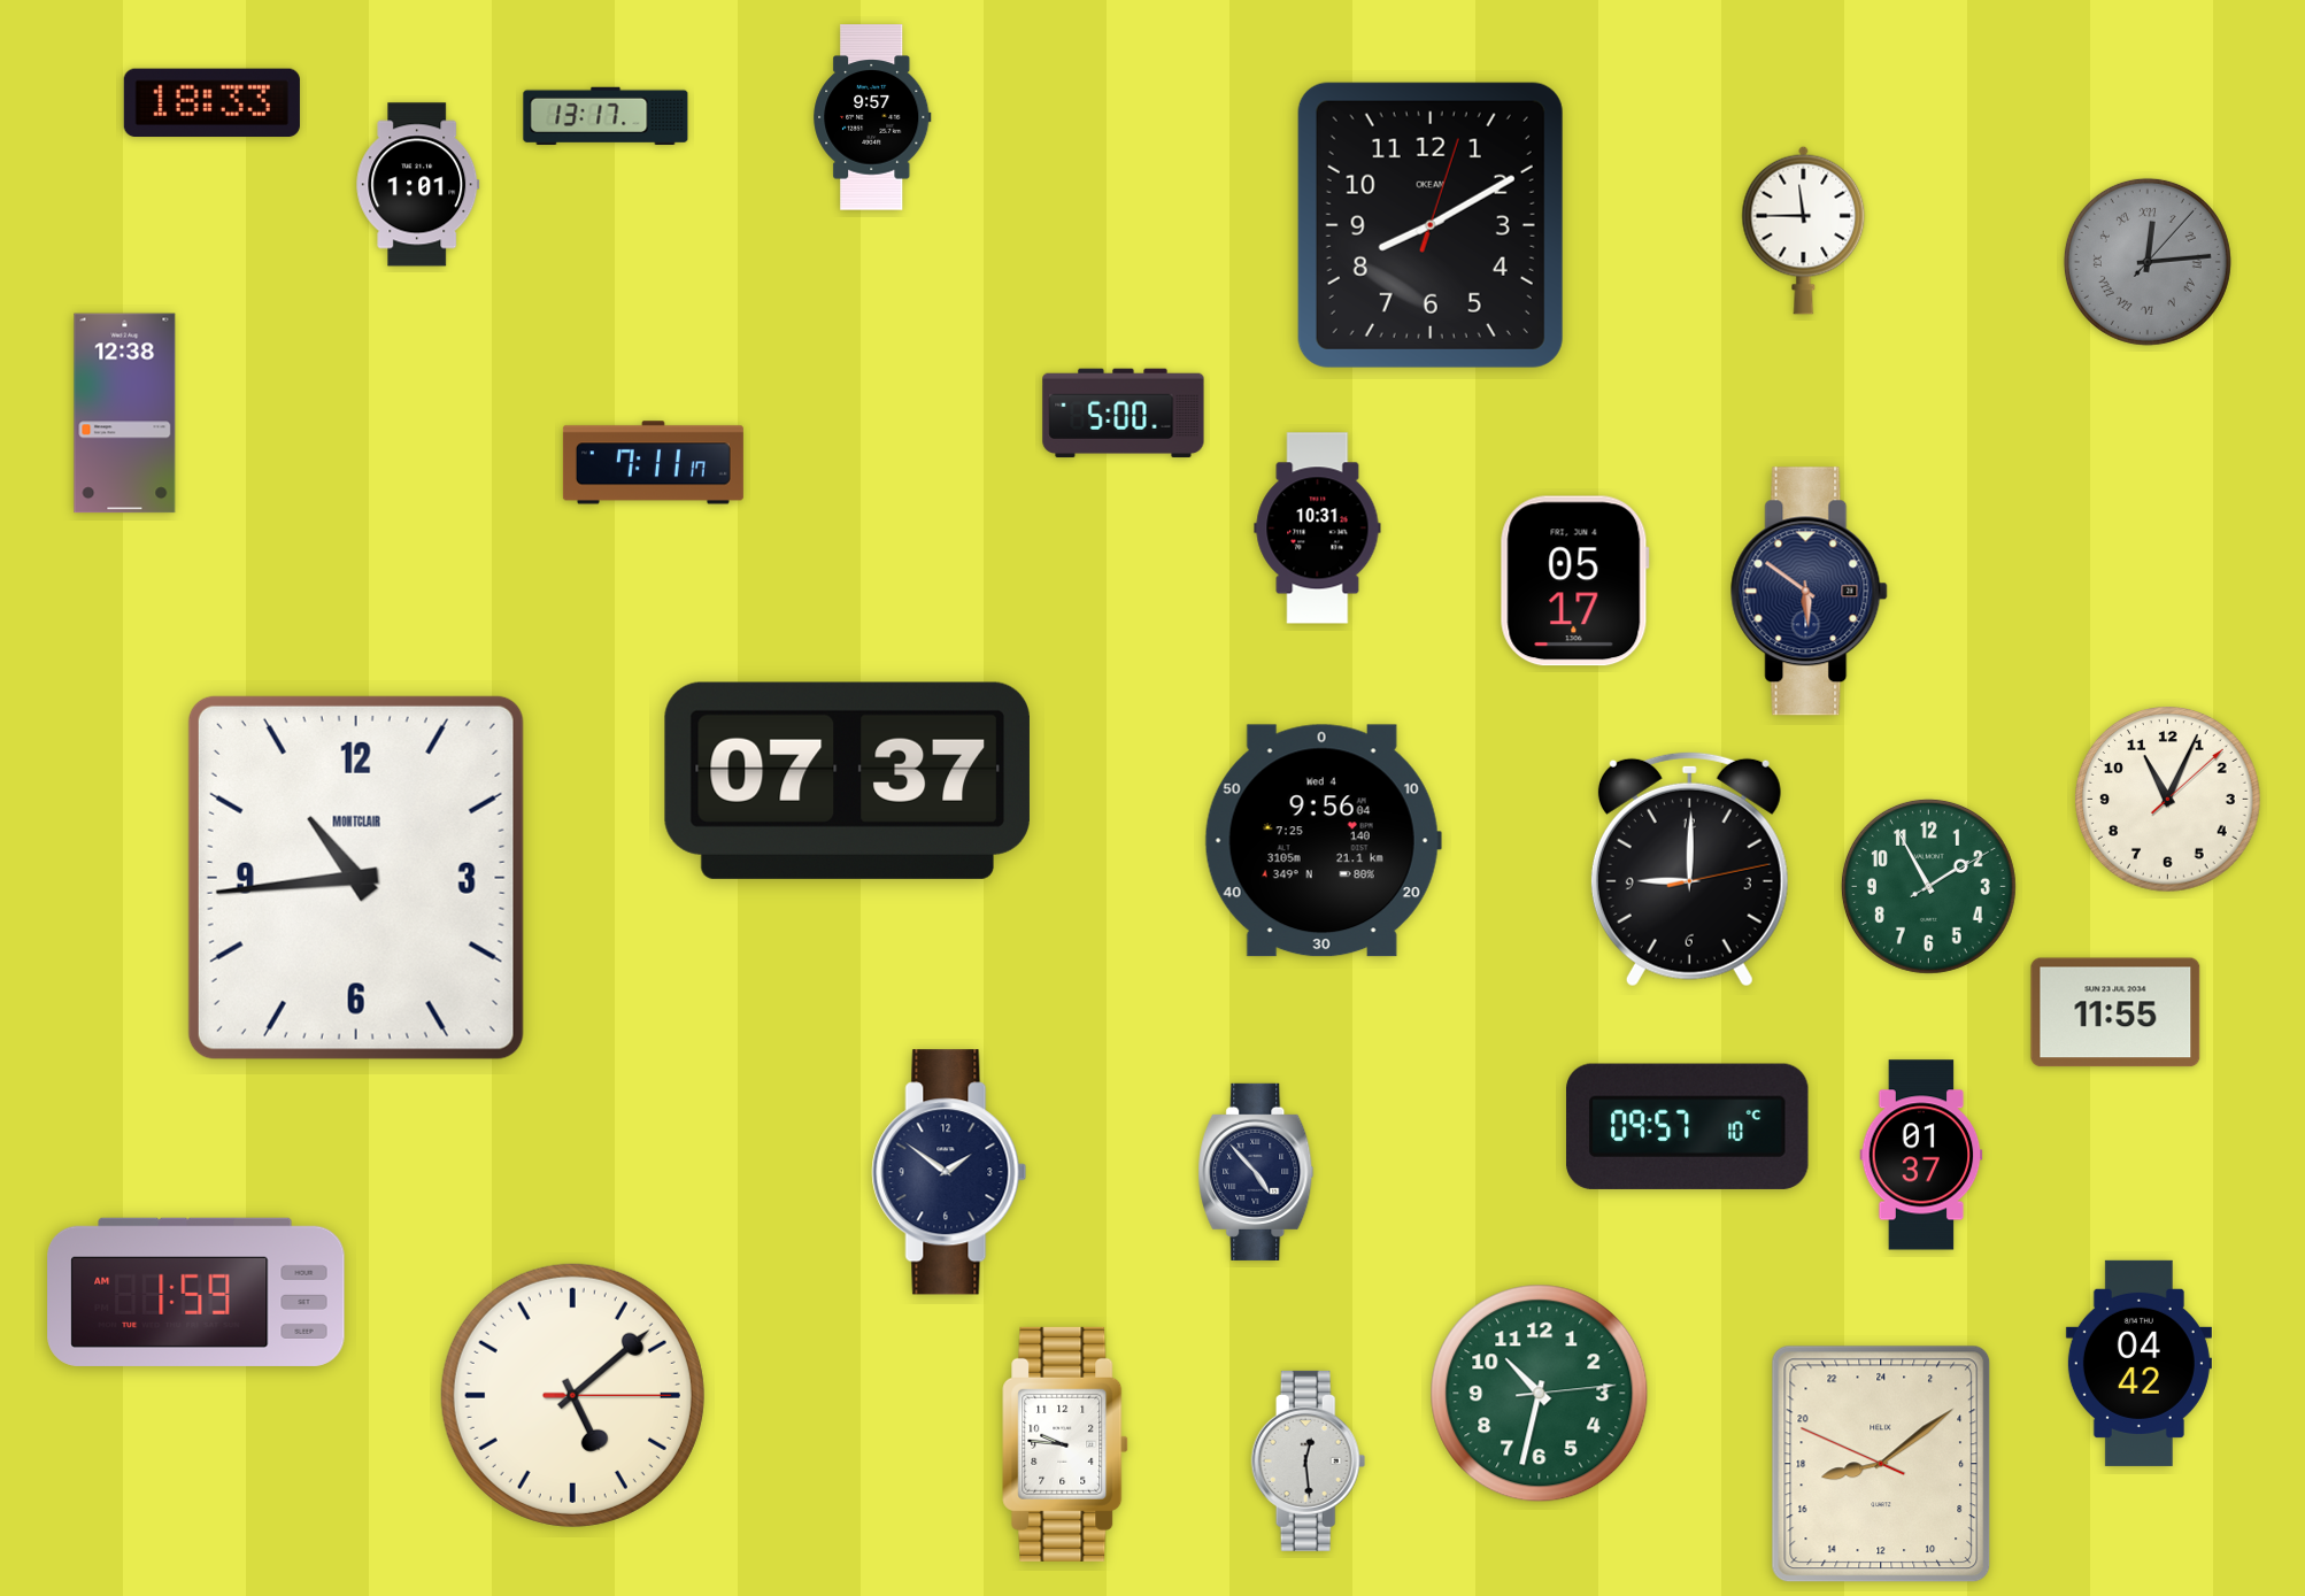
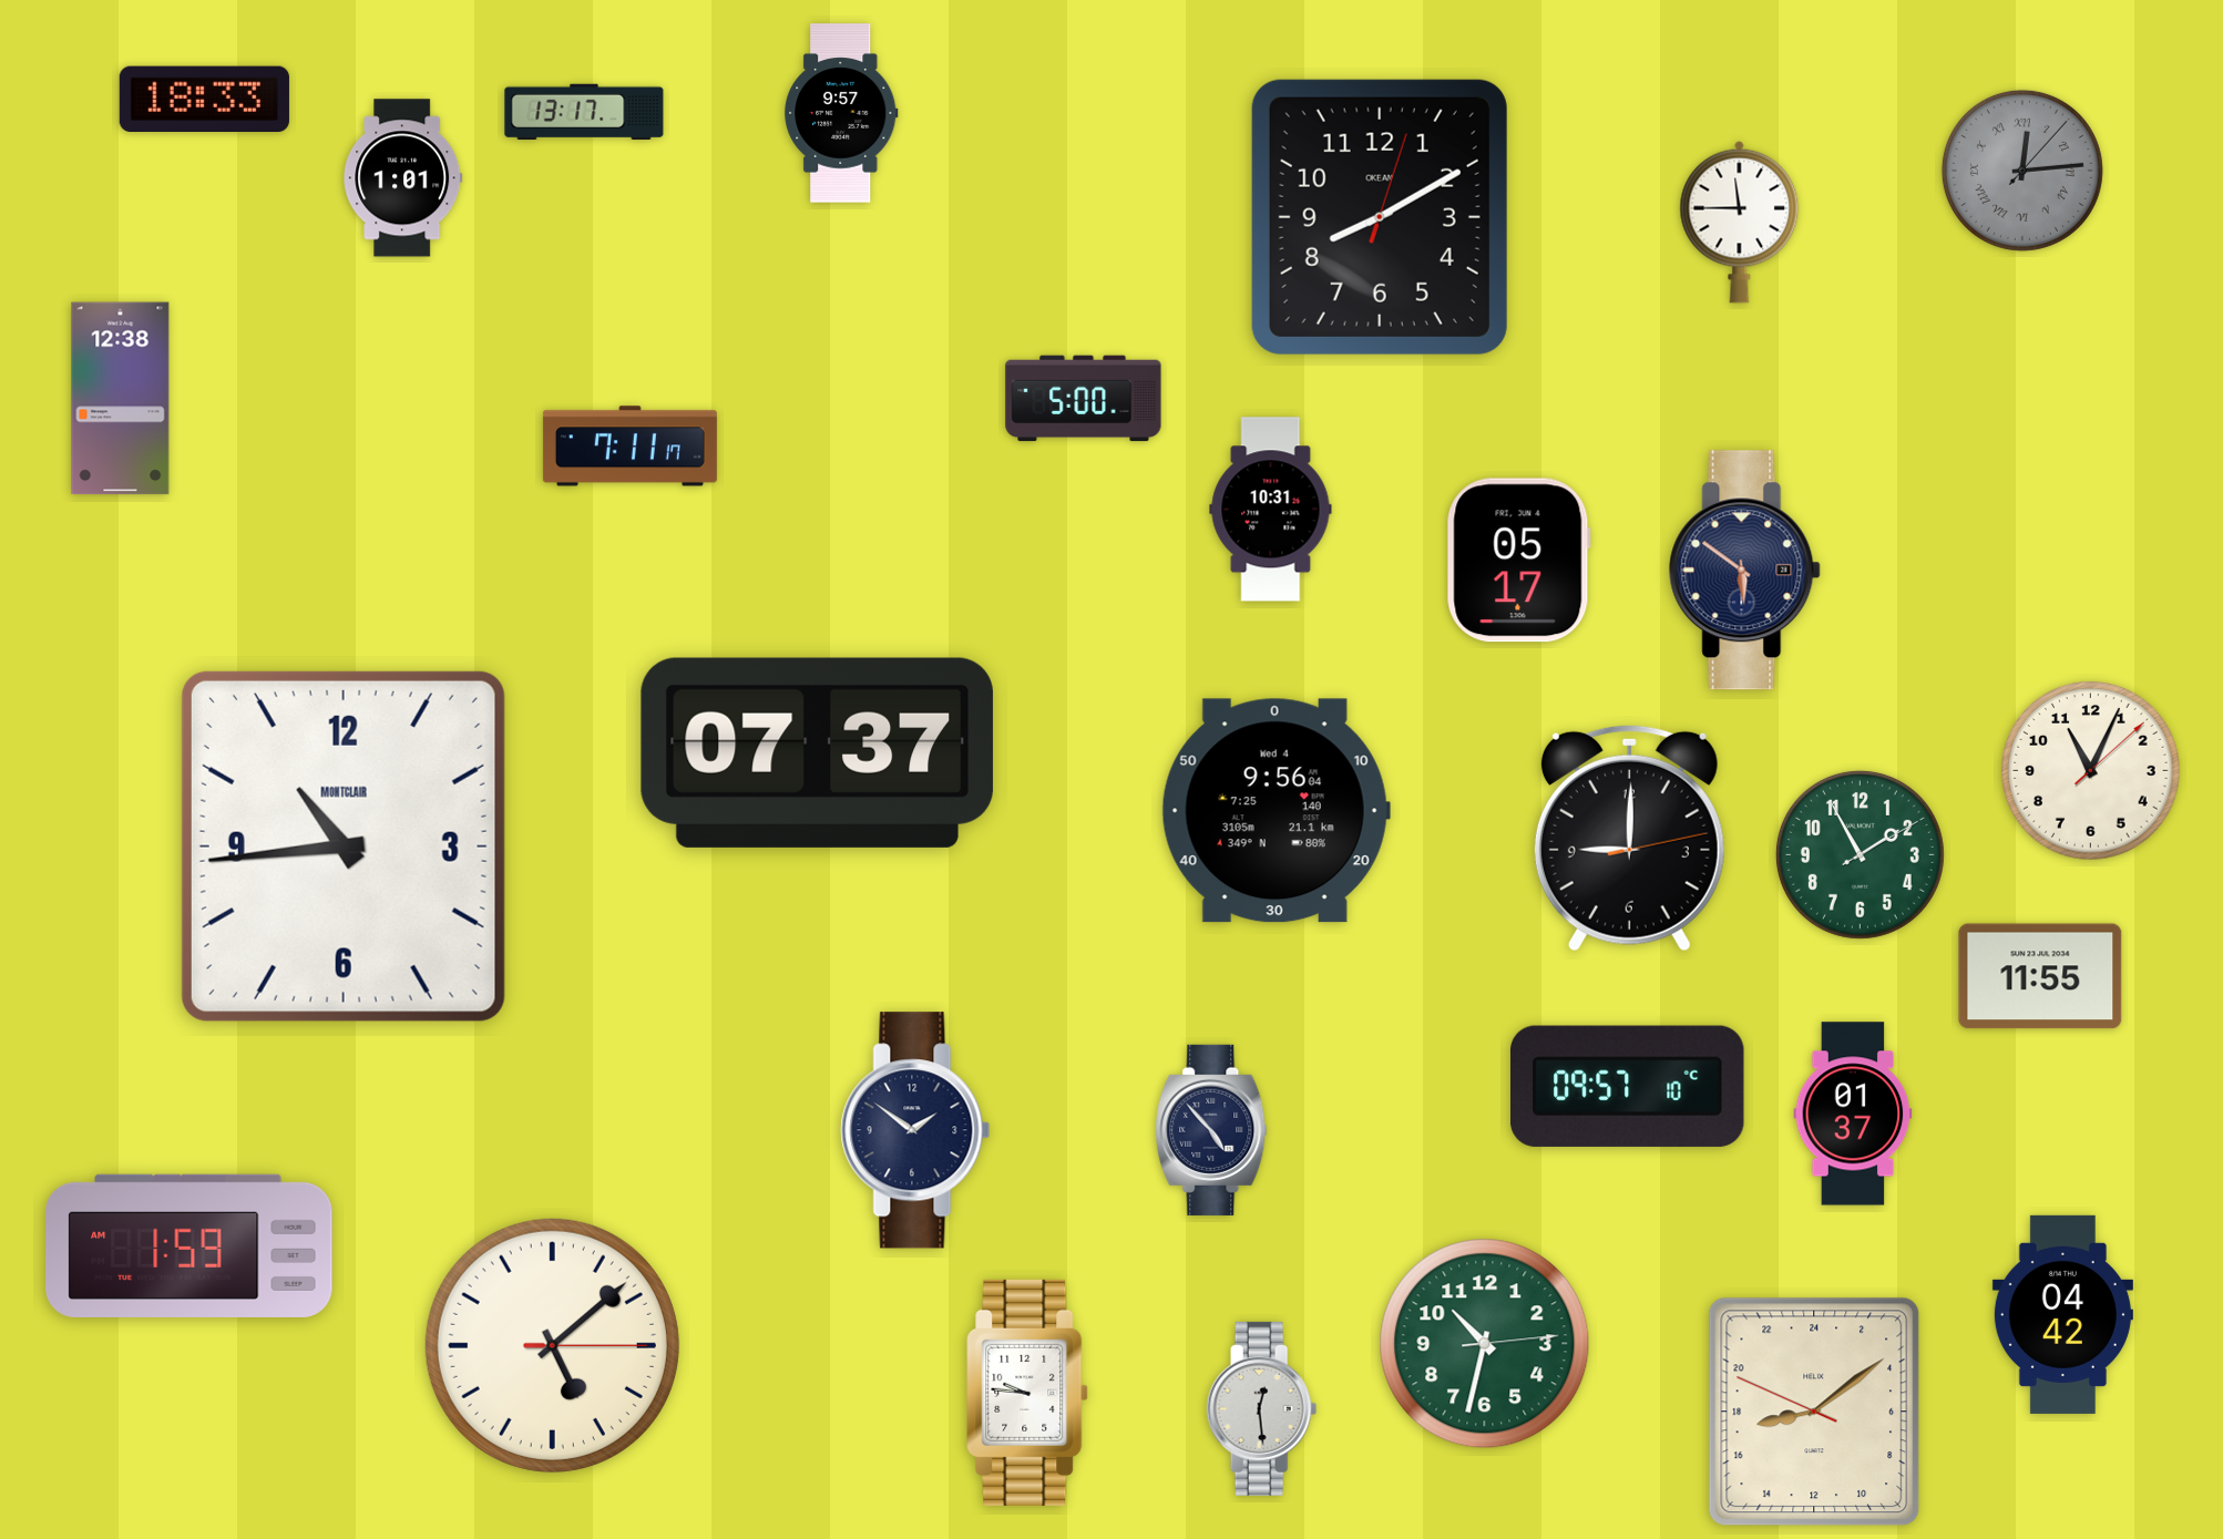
clock at (2148, 262) position: (2148, 262) -> (2022, 171)
